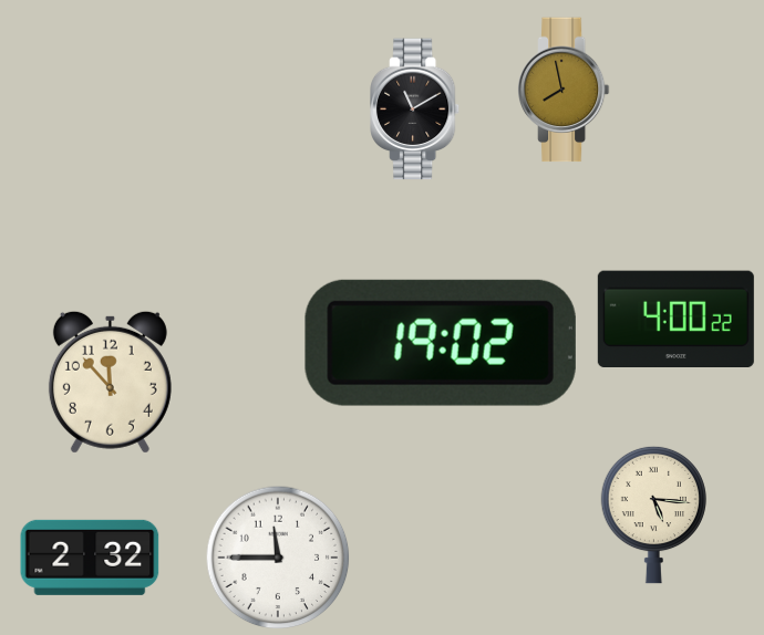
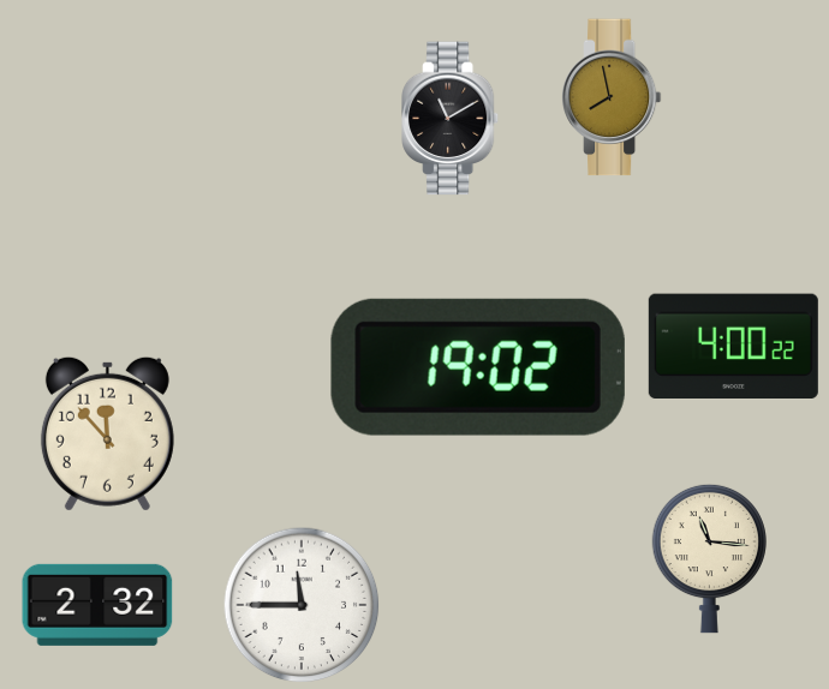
clock at (441, 343) position: (441, 343) -> (478, 367)
clock at (110, 382) position: (110, 382) -> (107, 433)
clock at (653, 514): 5:16 -> 11:16
